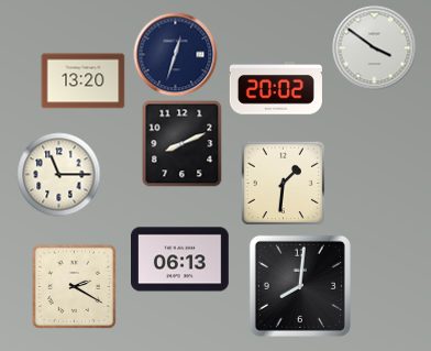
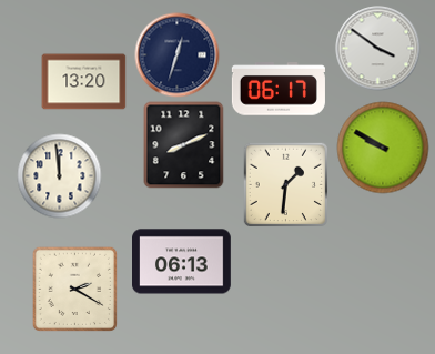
clock at (276, 88): 20:02 -> 06:17
clock at (383, 148): none -> 9:50
clock at (59, 175): 11:15 -> 11:59
clock at (300, 286): 8:01 -> none
